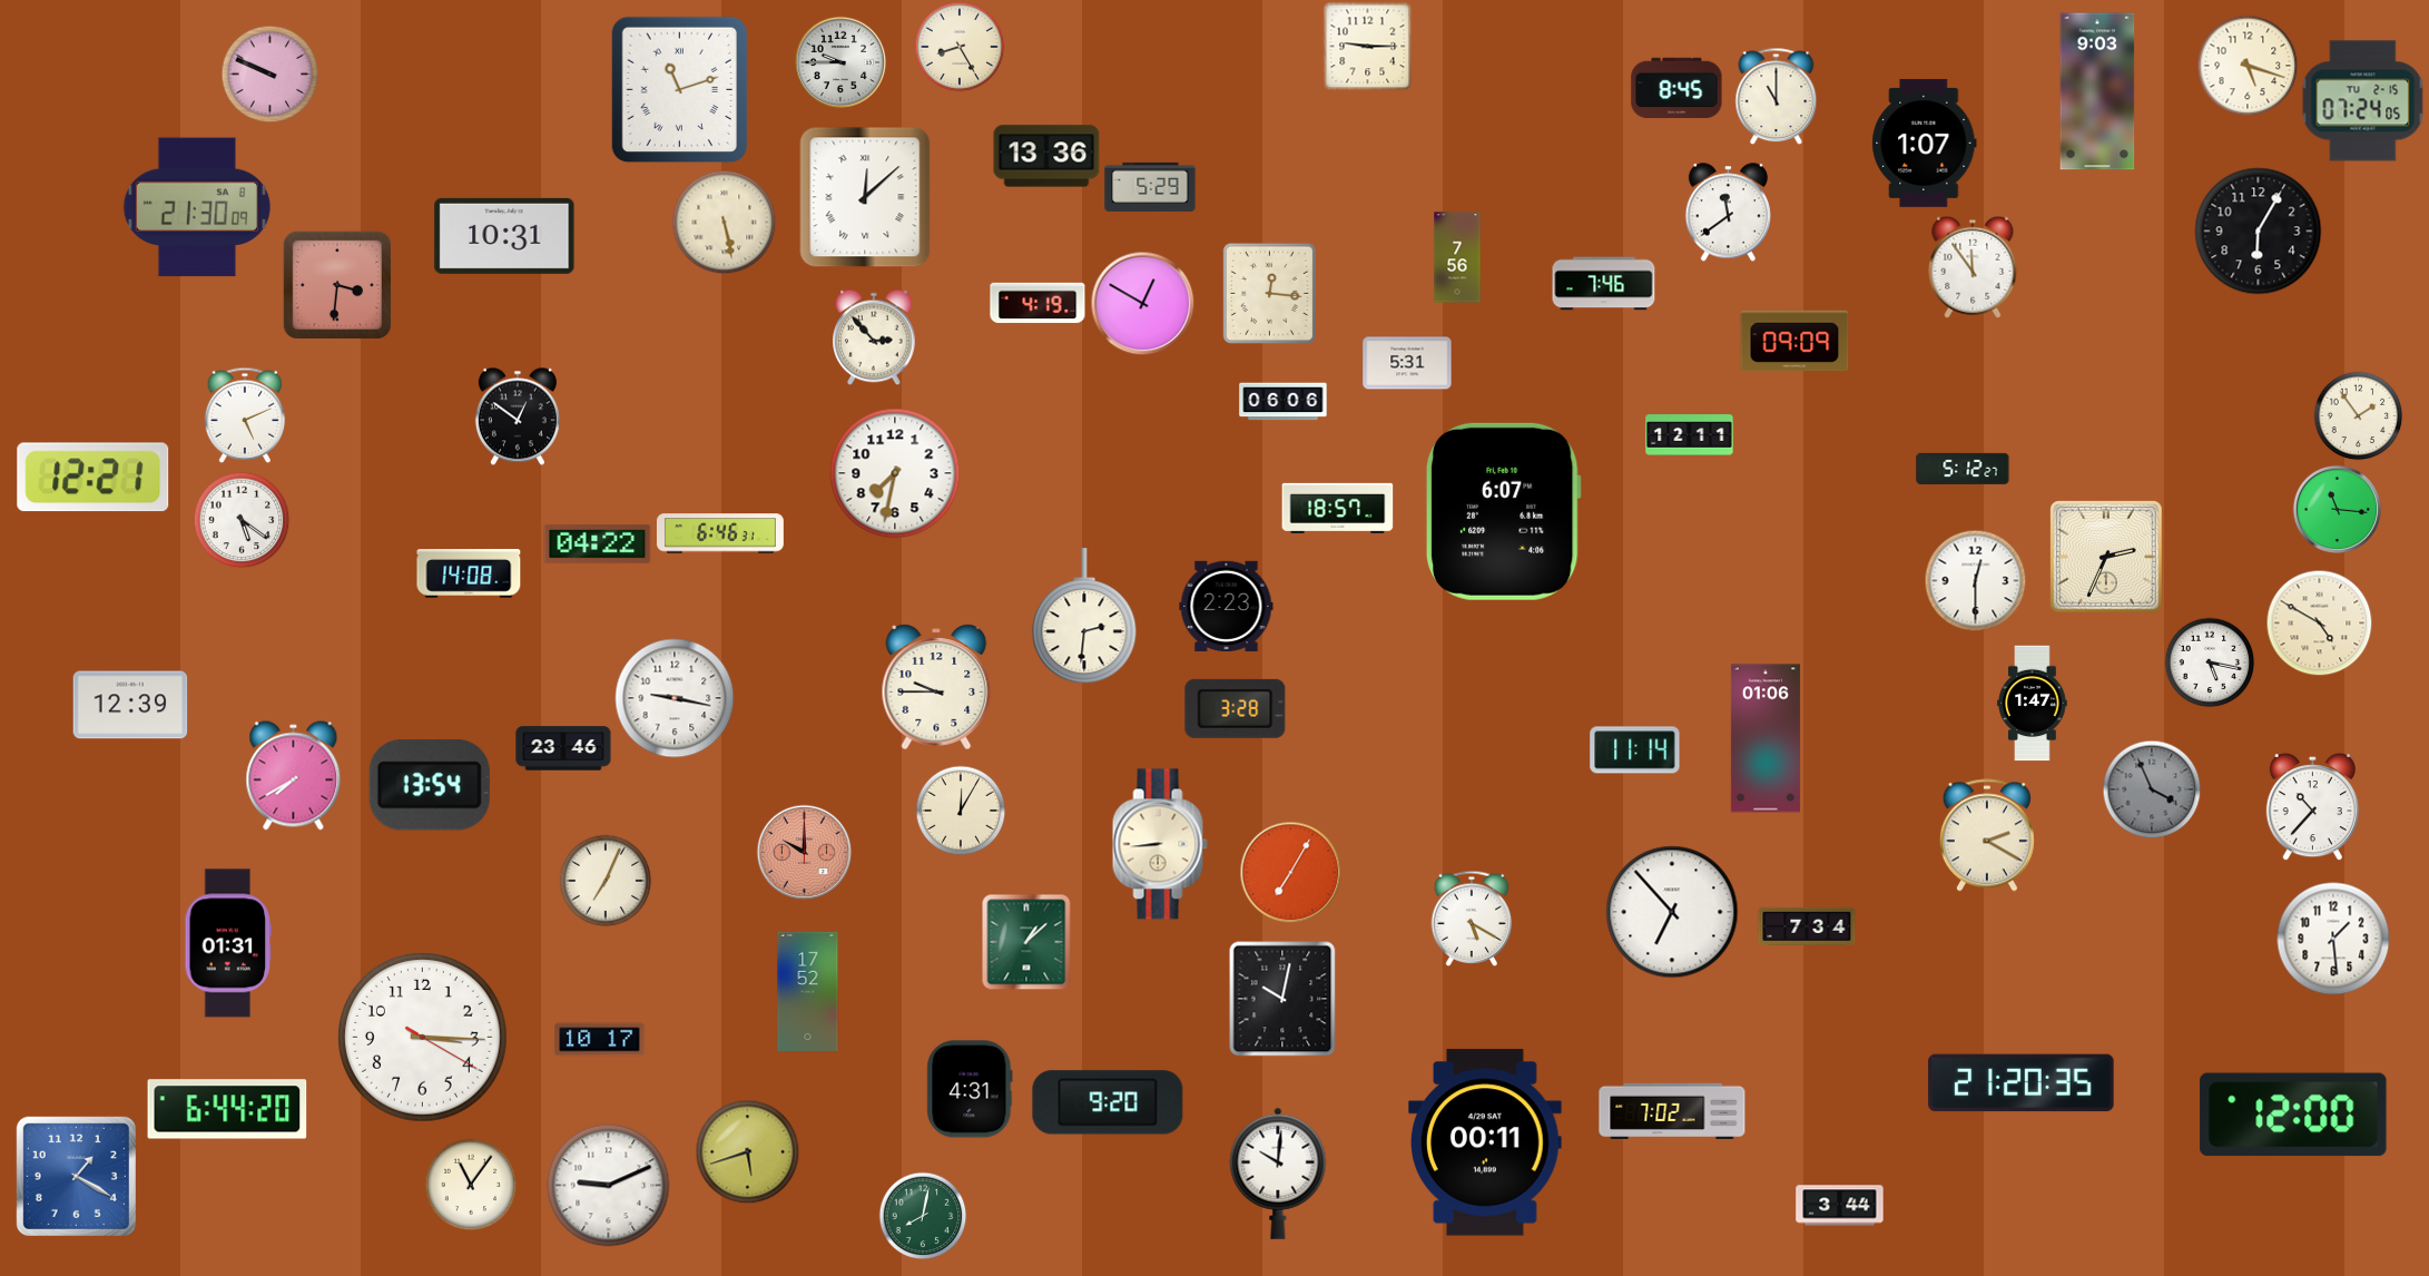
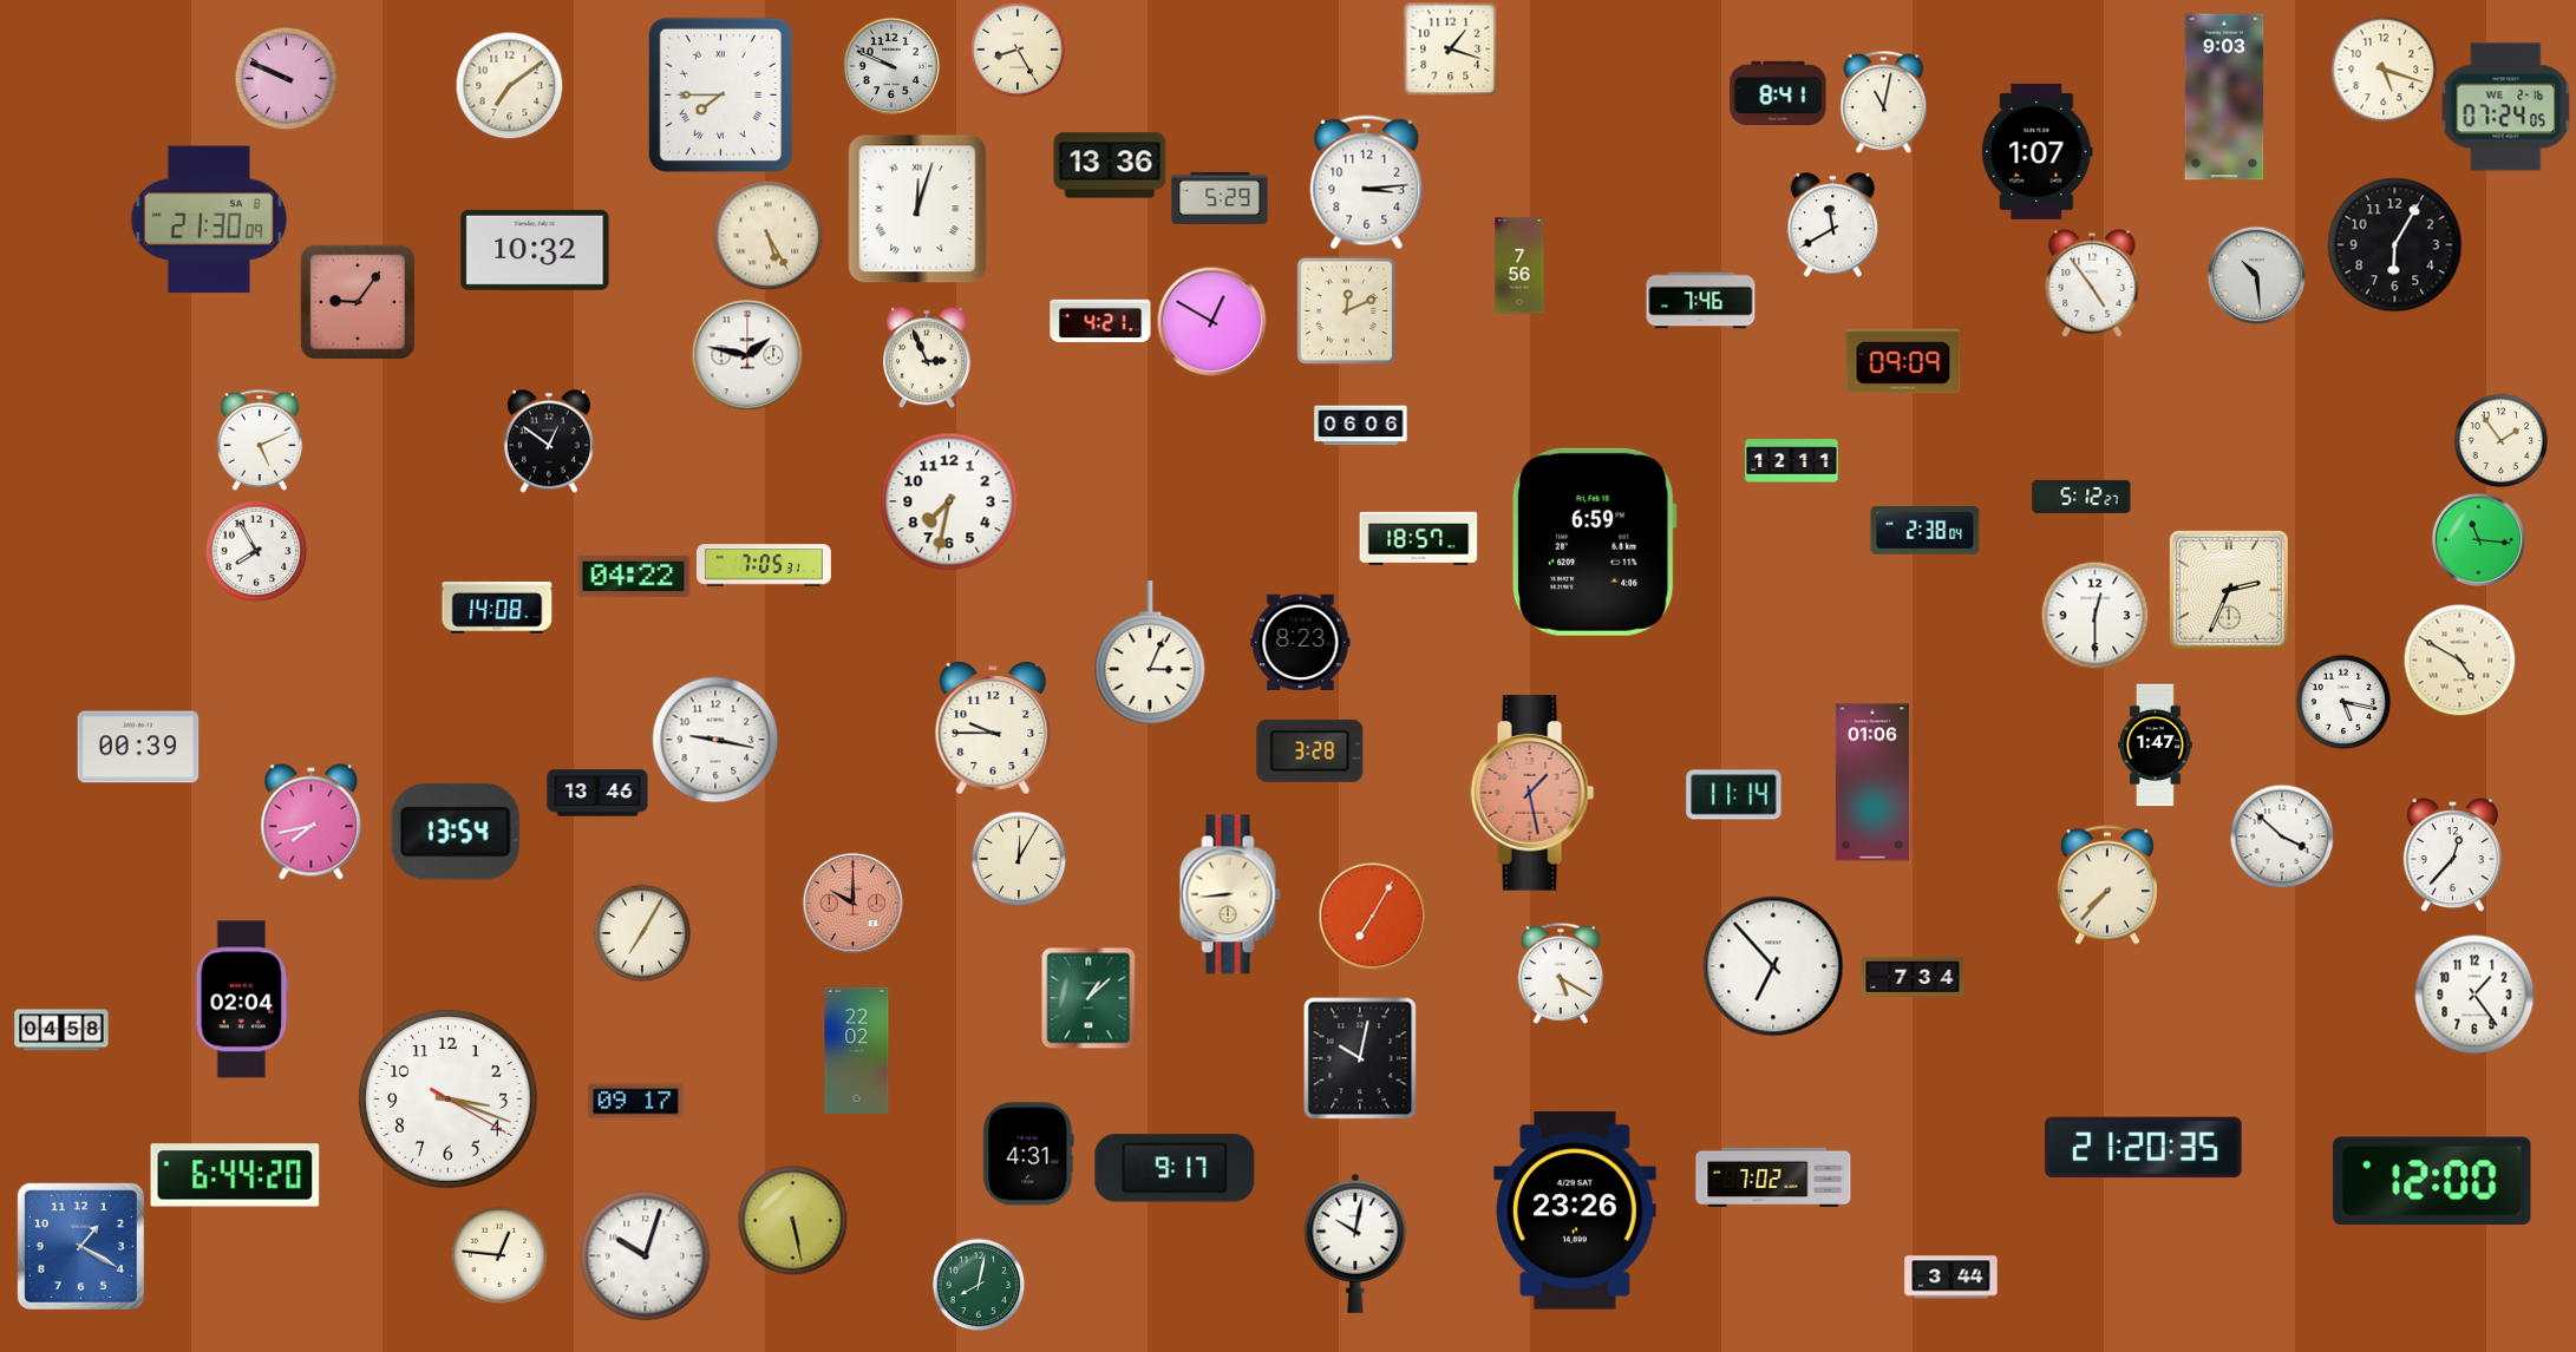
clock at (1367, 46): 9:15 -> 1:18
clock at (840, 62): 9:45 -> 9:49
clock at (509, 85): none -> 7:09
clock at (1676, 88): 8:45 -> 8:41
clock at (679, 90): 11:12 -> 7:45
clock at (1777, 96): 11:00 -> 11:02
clock at (2363, 101) date: TU 2-15 -> WE 2-16
clock at (1925, 143) position: (1925, 143) -> (2038, 151)
clock at (1367, 183): none -> 3:14
clock at (865, 197): 12:08 -> 12:03
clock at (1728, 213): 11:39 -> 11:40
clock at (724, 222): 5:28 -> 5:25
clock at (504, 236): 10:31 -> 10:32
clock at (1457, 257) position: (1457, 257) -> (1519, 265)
clock at (2256, 275): none -> 10:29
clock at (1973, 267): 11:54 -> 4:54
clock at (337, 285): 3:31 -> 9:06
clock at (1269, 293): 12:16 -> 12:11
clock at (1038, 303): 4:19 -> 4:21
clock at (747, 355): none -> 1:47
clock at (874, 337): 2:53 -> 2:56
clock at (1407, 363): 5:31 -> none
clock at (94, 478): 12:21 -> none
clock at (1926, 530): none -> 2:38
clock at (1503, 511): 6:07 -> 6:59
clock at (242, 520): 5:21 -> 7:55
clock at (720, 533): 6:46 -> 7:05
clock at (2106, 557) position: (2106, 557) -> (2229, 590)
clock at (1227, 606): 2:23 -> 8:23
clock at (1084, 617): 2:31 -> 3:04
clock at (130, 705): 12:39 -> 00:39
clock at (563, 748): 23:46 -> 13:46
clock at (1532, 793): none -> 1:28
clock at (294, 776): 7:40 -> 7:43
clock at (2152, 789): 3:56 -> 3:52
clock at (2152, 789) dial: grey -> white
clock at (2312, 806): 10:37 -> 12:37
clock at (1987, 835): 2:20 -> 7:37
clock at (1290, 872) position: (1290, 872) -> (1372, 915)
clock at (606, 881): 7:04 -> 7:05
clock at (1807, 925) position: (1807, 925) -> (1913, 976)
clock at (2333, 939): 1:29 -> 1:24
clock at (228, 943): 01:31 -> 02:04
clock at (61, 1030): none -> 04:58
clock at (808, 991): 17:52 -> 22:02
clock at (423, 1038): 3:15 -> 3:18
clock at (600, 1040): 10:17 -> 09:17
clock at (1108, 1102): 9:20 -> 9:17
clock at (227, 1109) position: (227, 1109) -> (235, 1175)
clock at (1486, 1142): 00:11 -> 23:26
clock at (747, 1151): 5:42 -> 5:28
clock at (1278, 1174): 10:01 -> 10:02
clock at (471, 1185): 11:06 -> 12:46
clock at (609, 1186): 9:11 -> 10:03
clock at (923, 1216) position: (923, 1216) -> (979, 1285)
